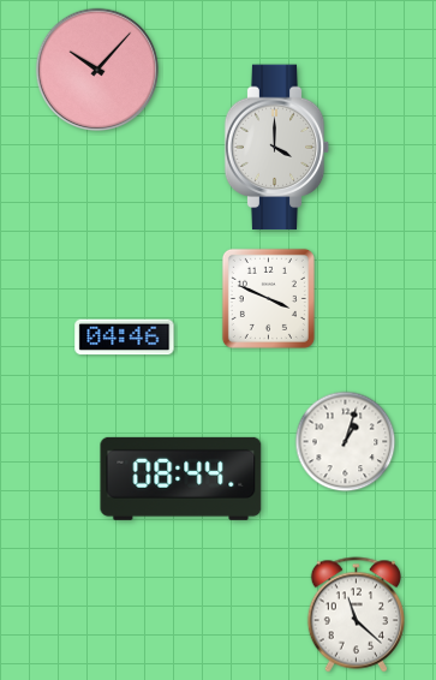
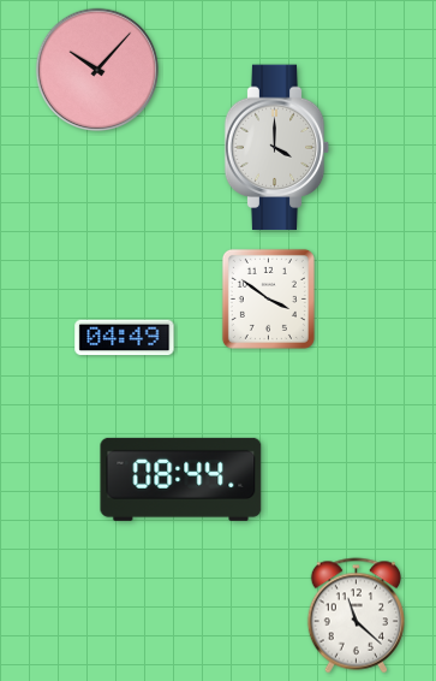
clock at (268, 298): 3:49 -> 3:51
clock at (125, 338): 04:46 -> 04:49
clock at (346, 442): 1:03 -> none
